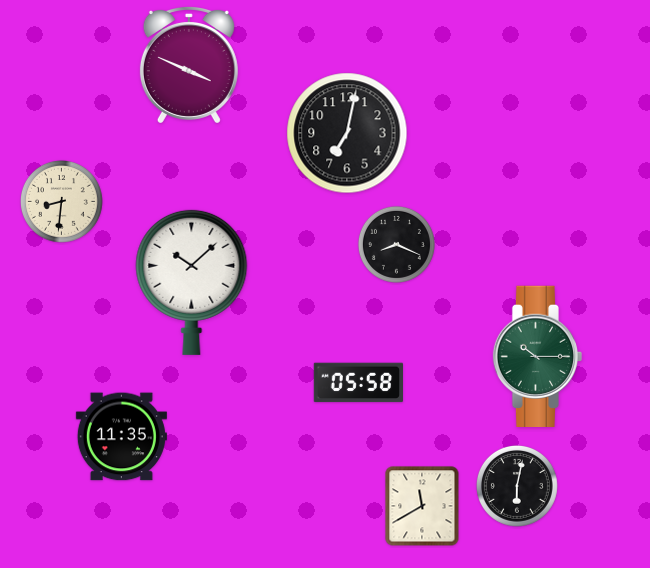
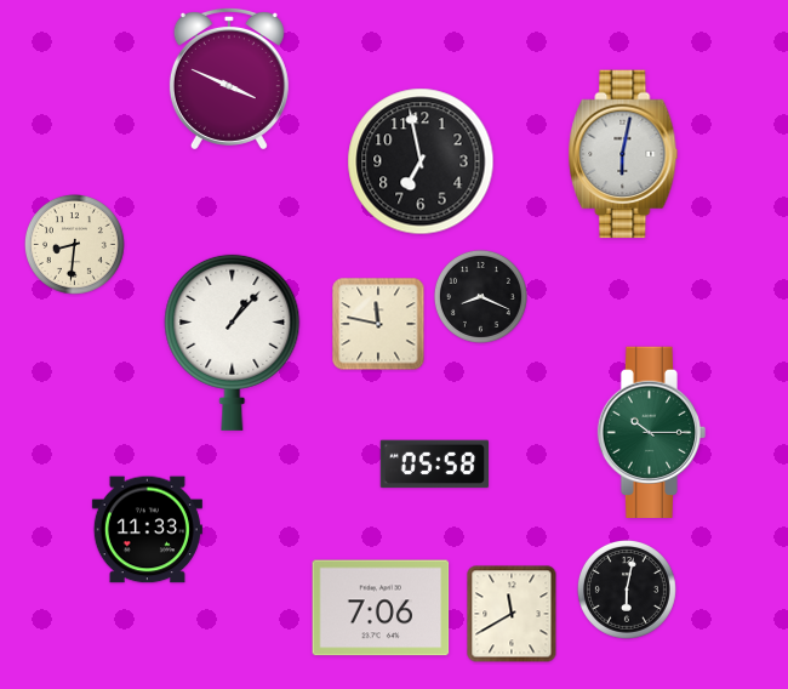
clock at (623, 154): none -> 6:02
clock at (347, 133): 7:02 -> 6:58
clock at (378, 324): none -> 11:47
clock at (192, 282): 10:08 -> 1:07
clock at (121, 437): 11:35 -> 11:33
clock at (381, 608): none -> 7:06
